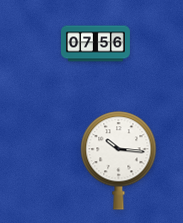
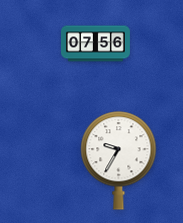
clock at (119, 161): 10:16 -> 9:35
